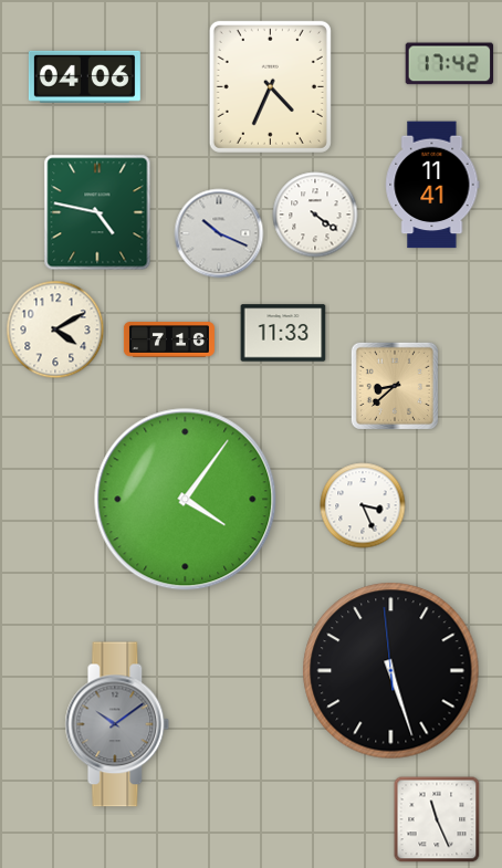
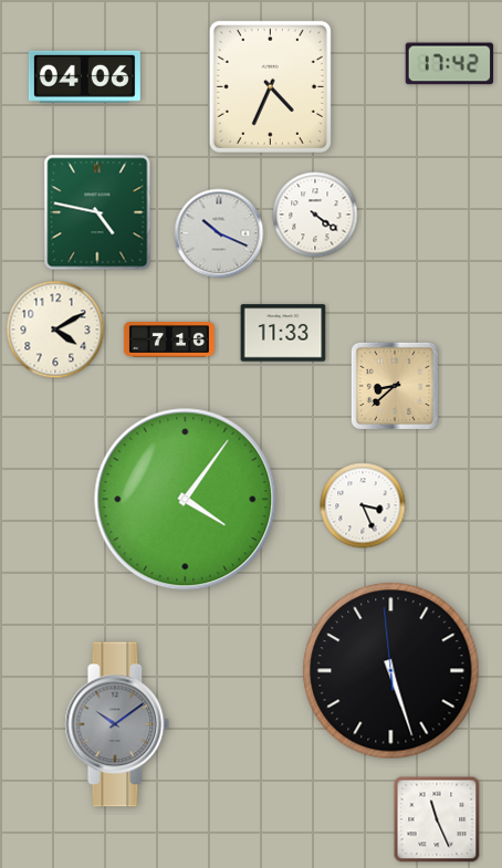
clock at (432, 185): 11:41 -> none
